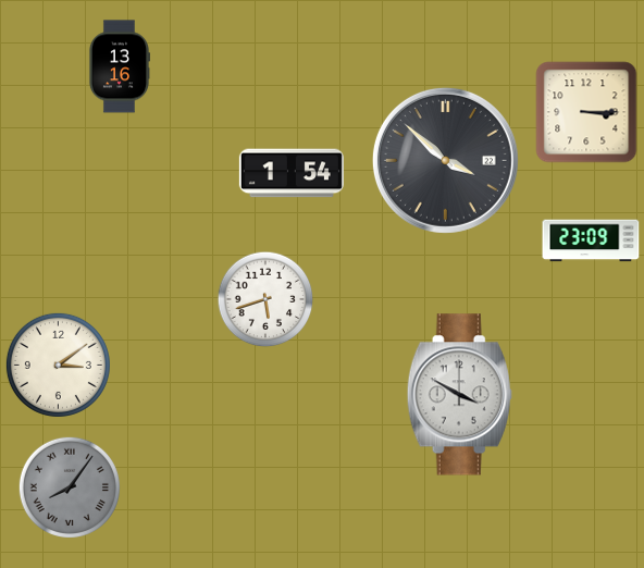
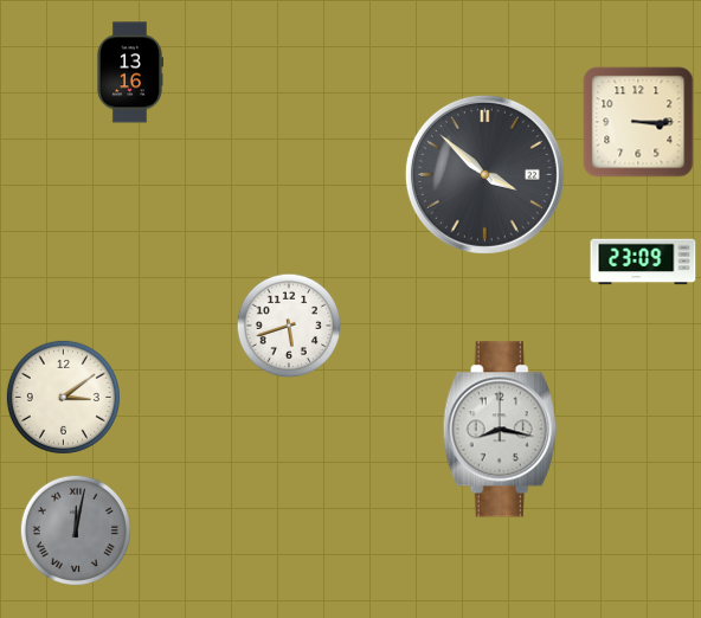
clock at (292, 173): 1:54 -> none
clock at (459, 395): 3:50 -> 8:17
clock at (70, 487): 8:06 -> 12:02
